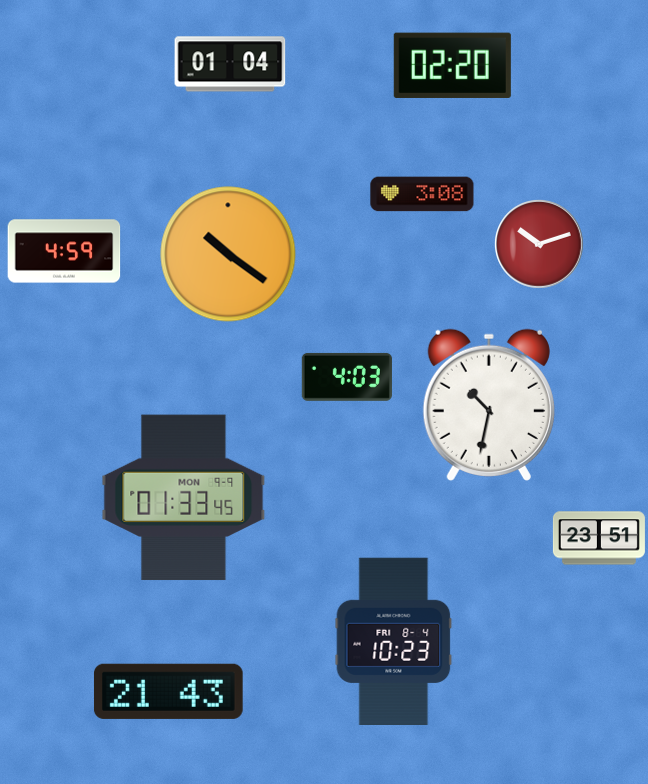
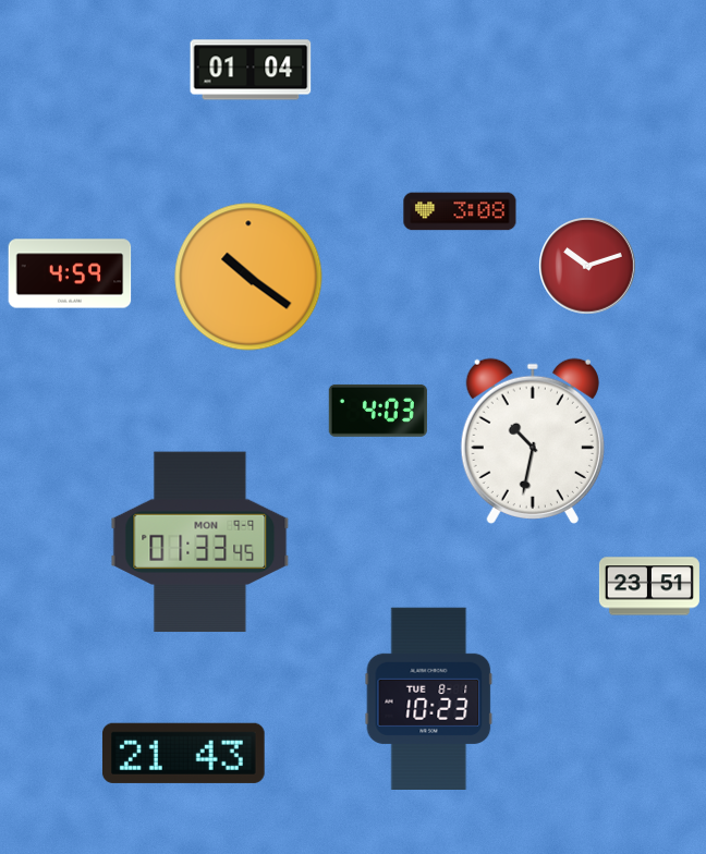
clock at (452, 65): 02:20 -> none
clock at (599, 538) position: (599, 538) -> (649, 586)
clock at (394, 641) date: FRI 8-4 -> TUE 8-1
